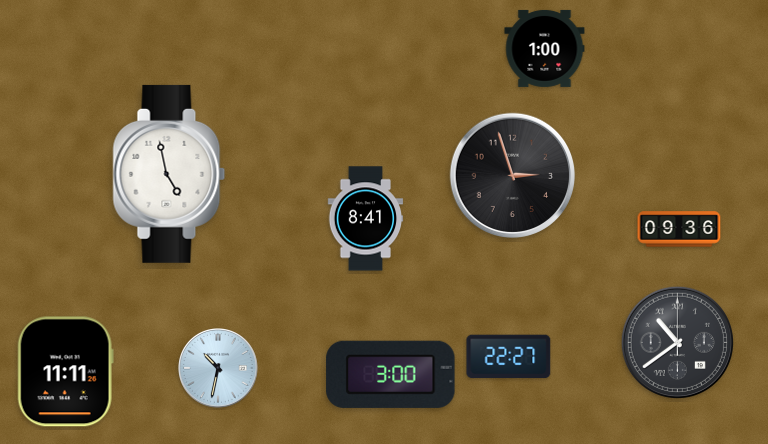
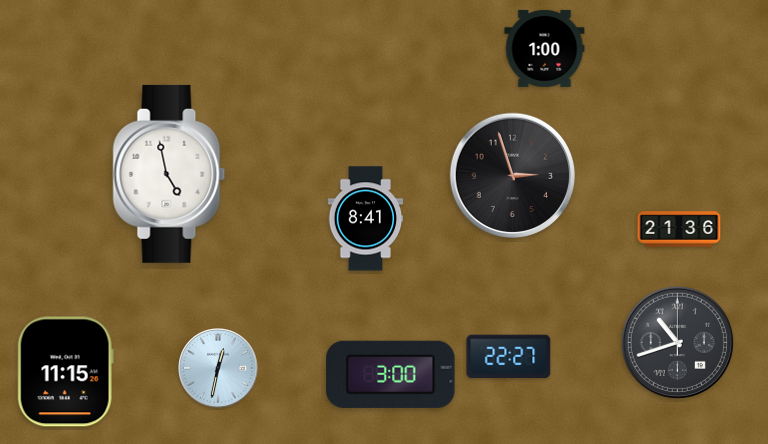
clock at (679, 229): 09:36 -> 21:36
clock at (677, 342): 10:39 -> 10:42
clock at (219, 369): 10:32 -> 12:32
clock at (65, 372): 11:11 -> 11:15
